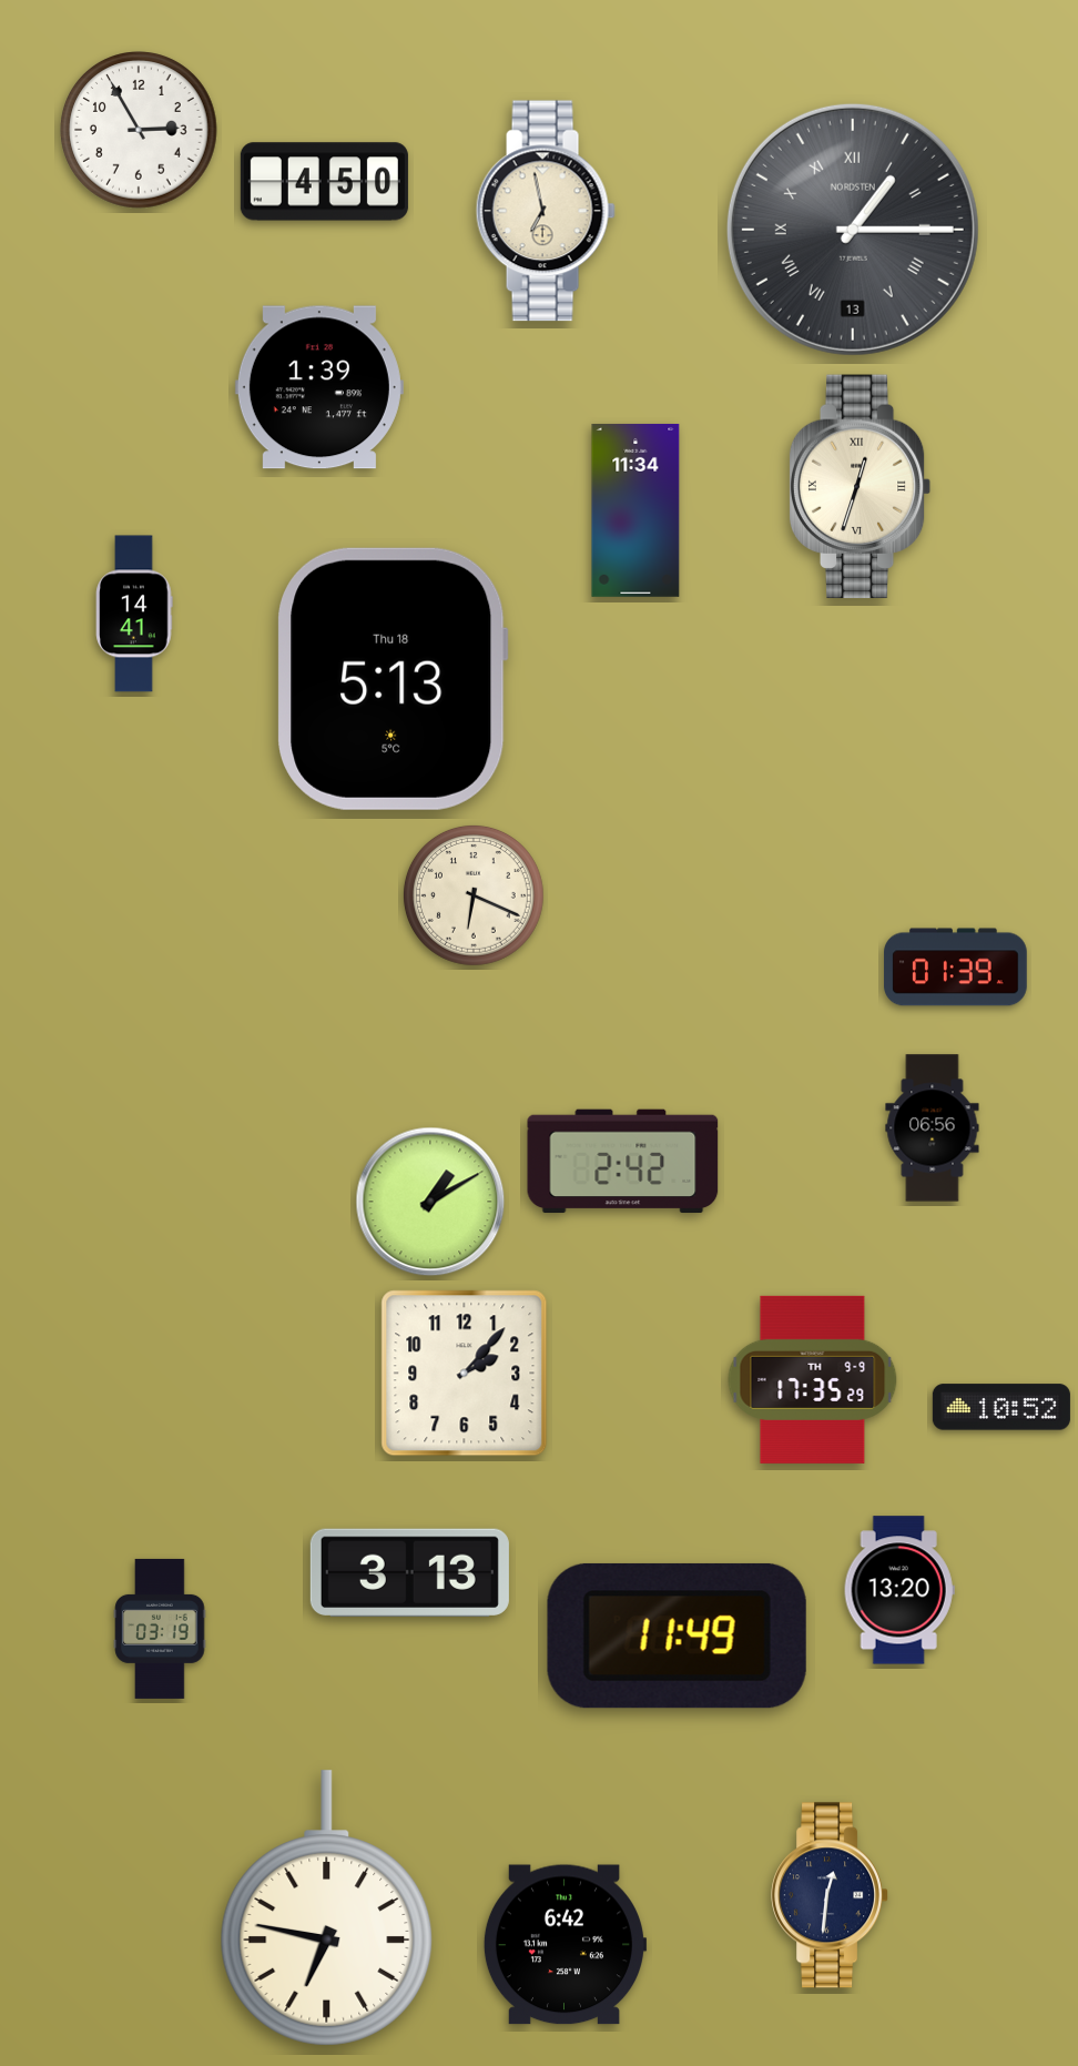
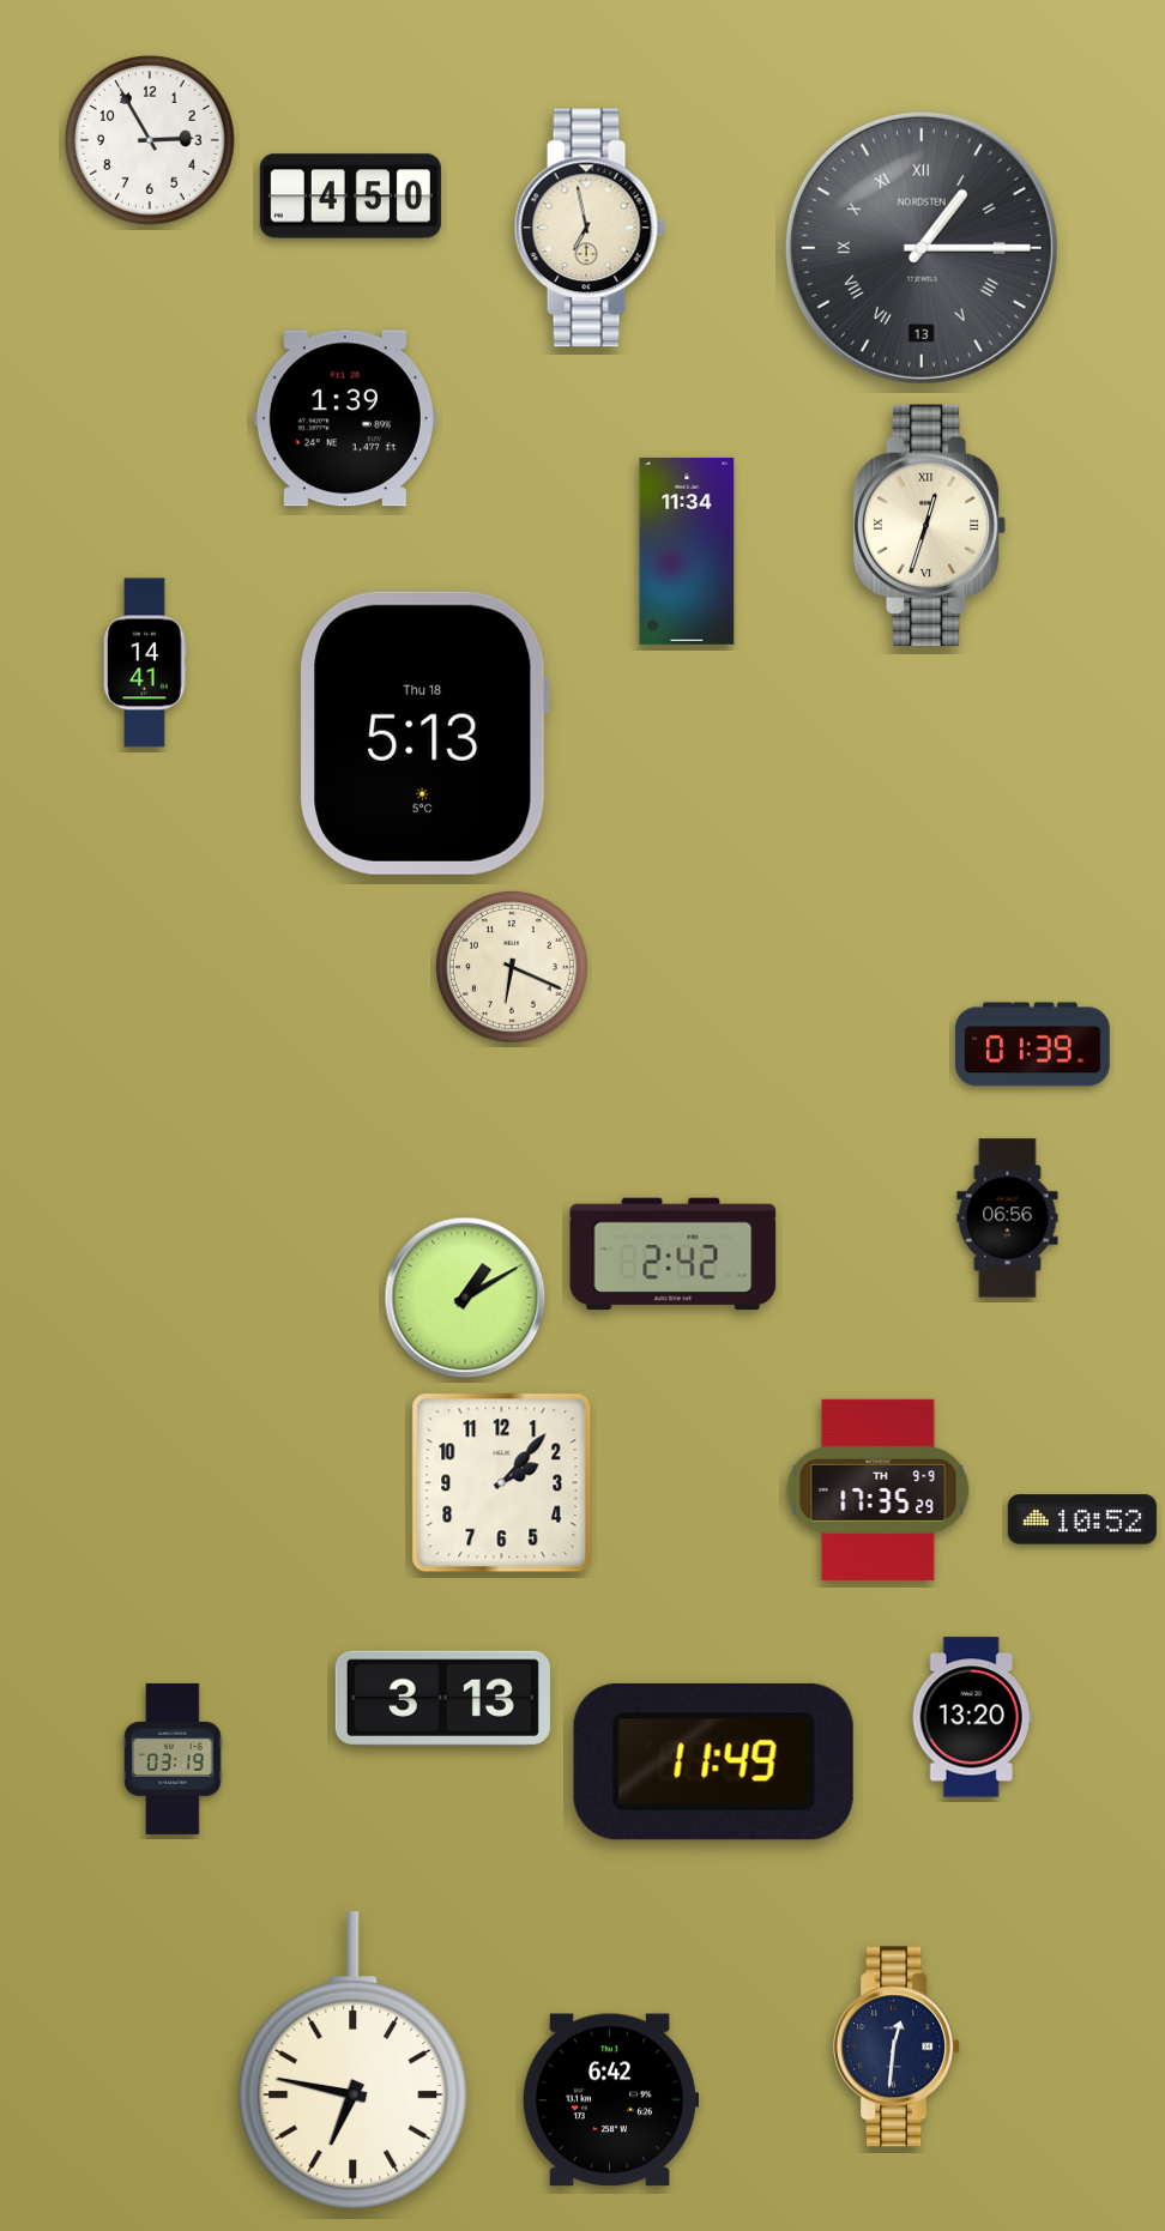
clock at (677, 1635) position: (677, 1635) -> (713, 1761)
